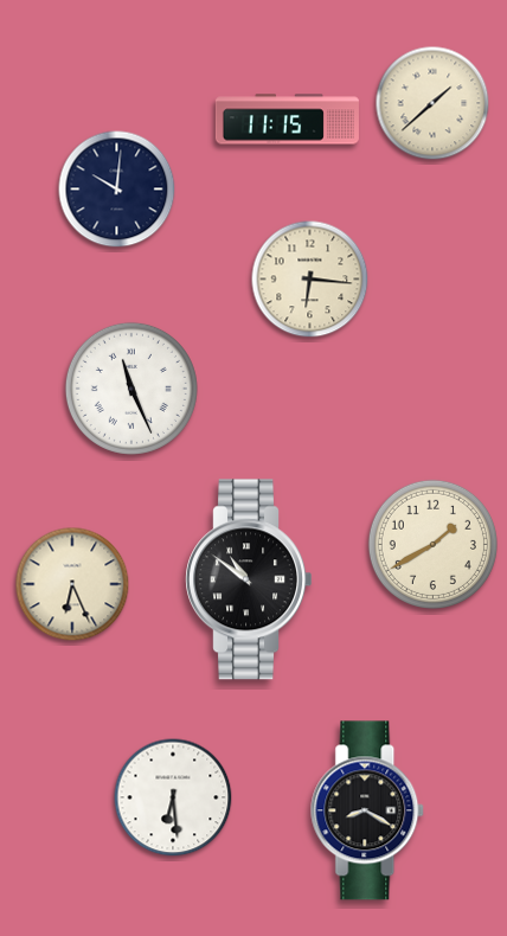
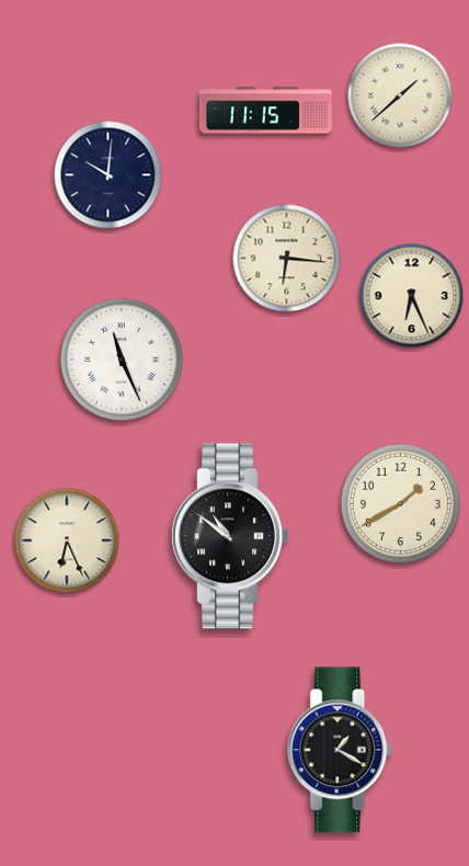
clock at (412, 296): none -> 6:26
clock at (173, 797): 6:29 -> none
clock at (368, 810): 8:20 -> 1:20
